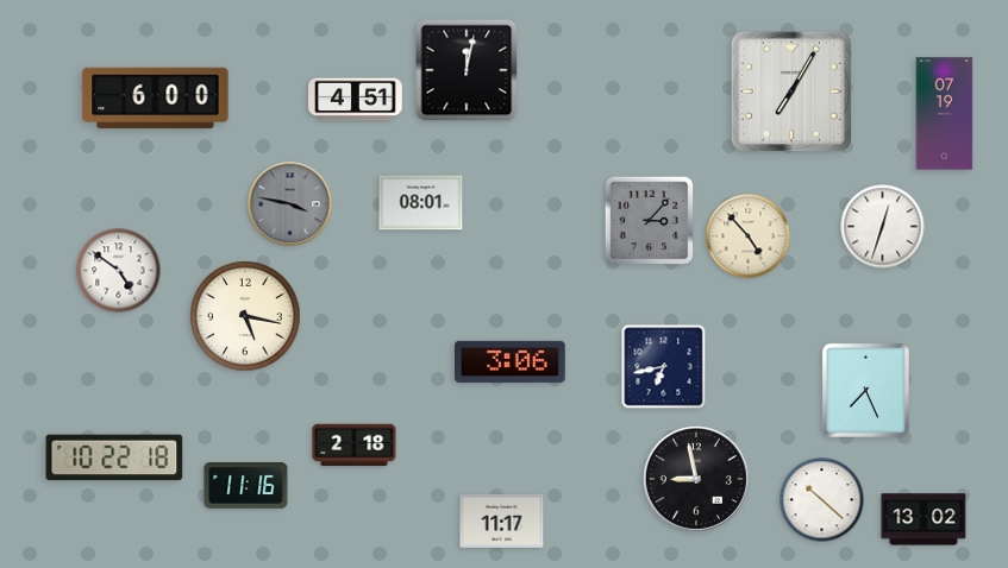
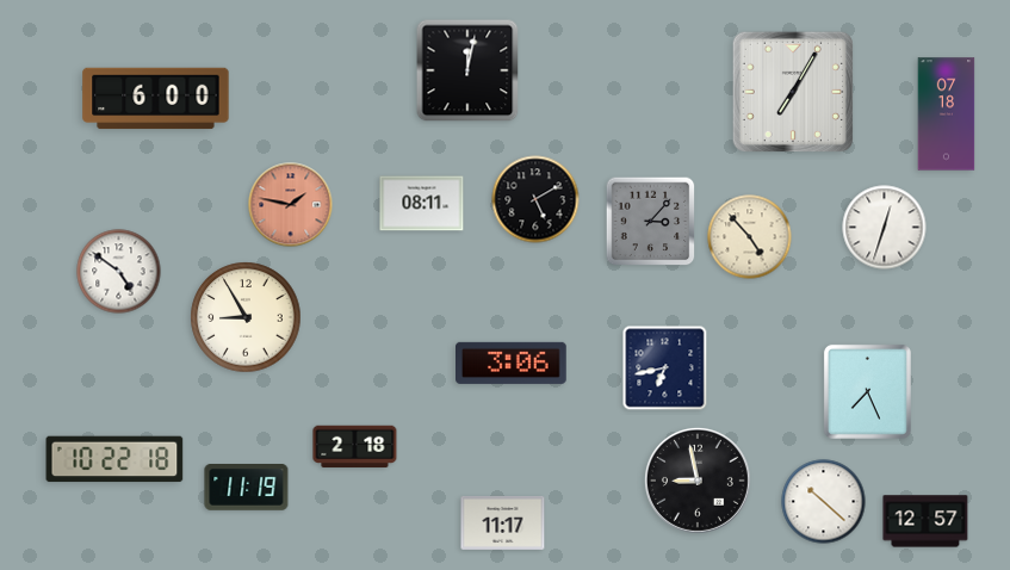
clock at (356, 100): 4:51 -> none
clock at (945, 114): 07:19 -> 07:18
clock at (535, 199): none -> 5:10
clock at (421, 203): 08:01 -> 08:11
clock at (290, 204): 3:47 -> 1:47
clock at (290, 204) dial: grey -> salmon
clock at (245, 316): 5:17 -> 8:55
clock at (246, 486): 11:16 -> 11:19
clock at (924, 519): 13:02 -> 12:57
